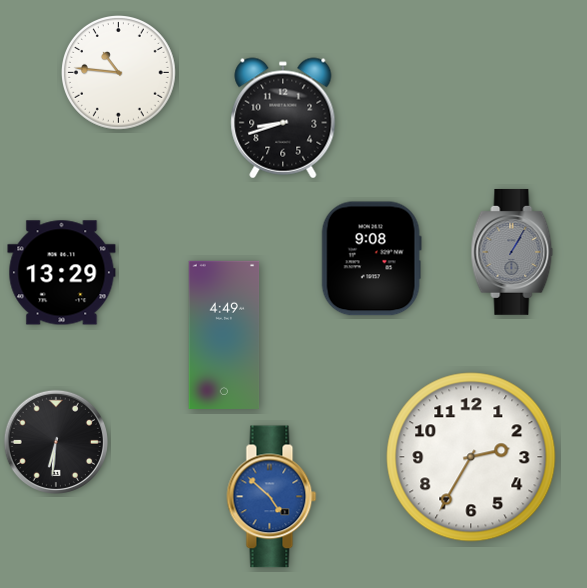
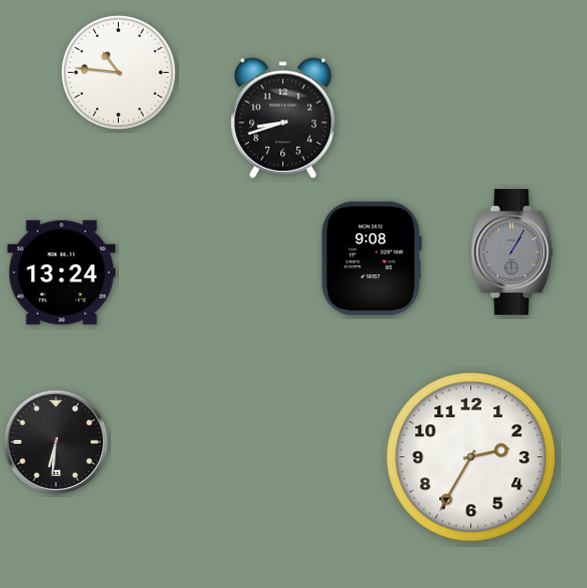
clock at (62, 273): 13:29 -> 13:24
clock at (224, 335): 4:49 -> none
clock at (272, 497): 4:52 -> none
